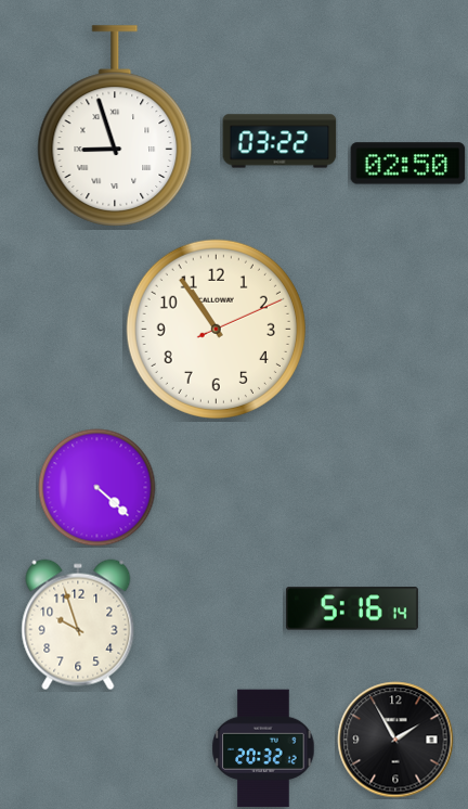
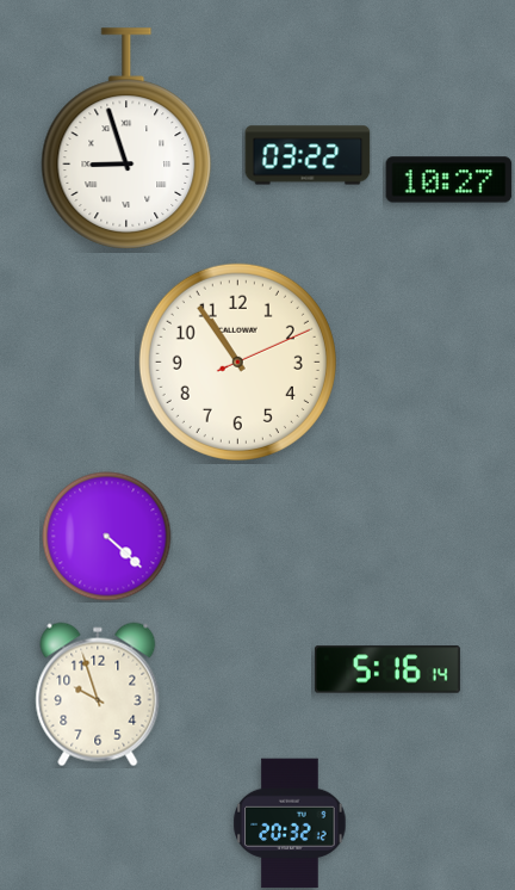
clock at (408, 164): 02:50 -> 10:27
clock at (78, 625) position: (78, 625) -> (98, 694)
clock at (395, 740): 1:55 -> none
